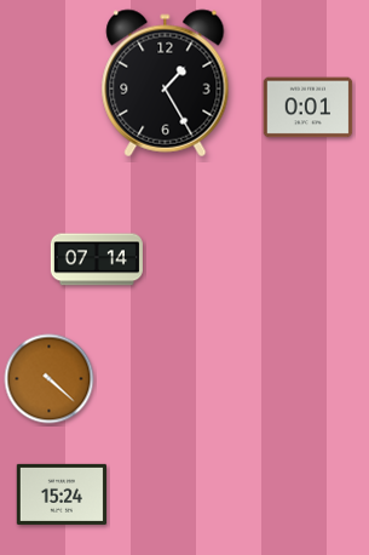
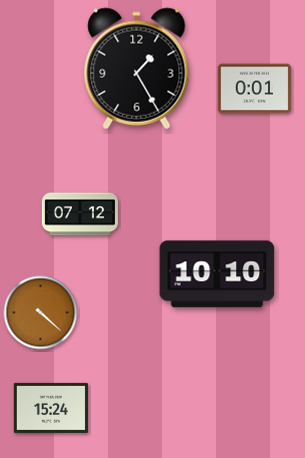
clock at (97, 259): 07:14 -> 07:12
clock at (217, 274): none -> 10:10
